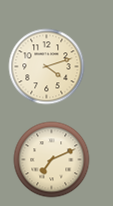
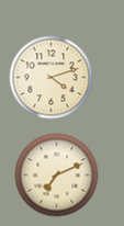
clock at (47, 67) position: (47, 67) -> (52, 78)
